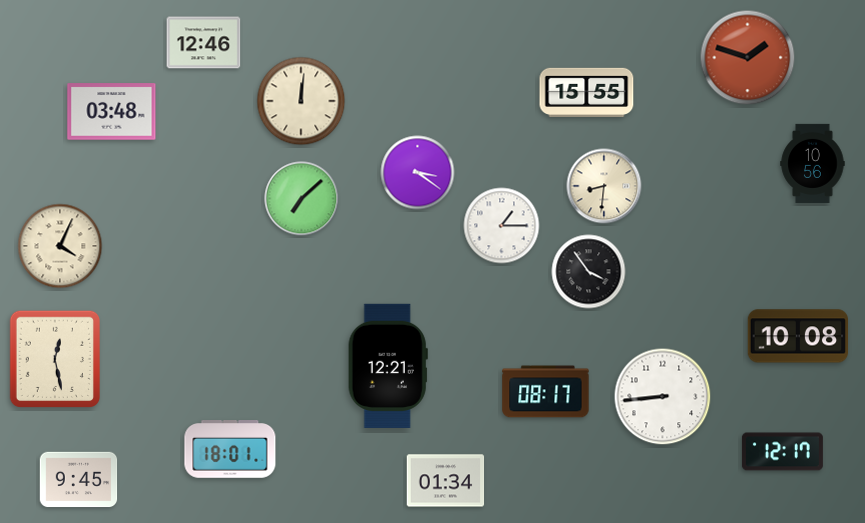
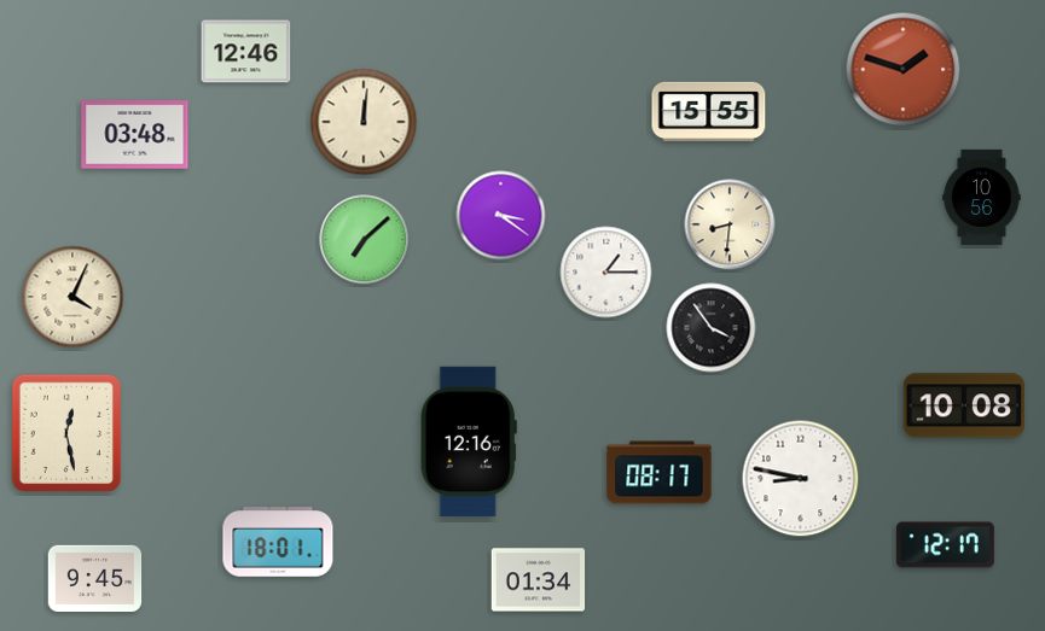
clock at (418, 173) position: (418, 173) -> (501, 216)
clock at (388, 366): 12:21 -> 12:16
clock at (663, 397): 8:44 -> 8:47
